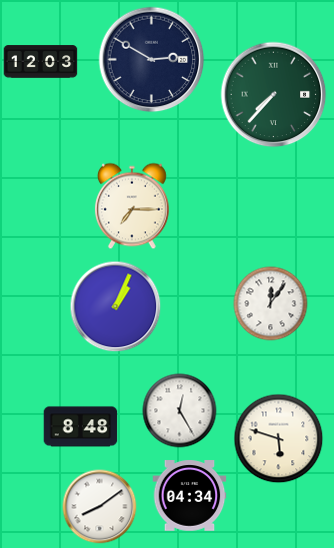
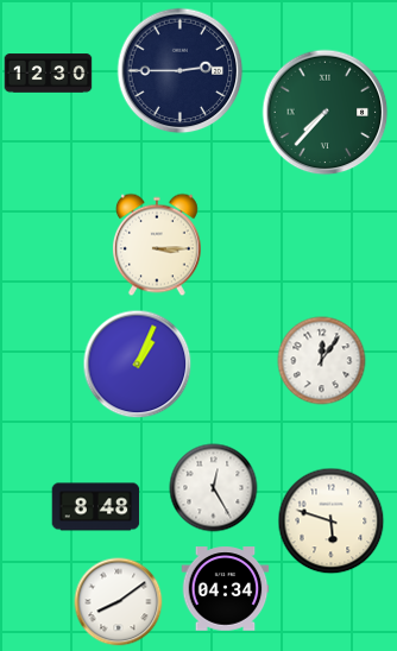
clock at (152, 60): 2:50 -> 2:45
clock at (41, 62): 12:03 -> 12:30
clock at (132, 206): 7:15 -> 3:15
